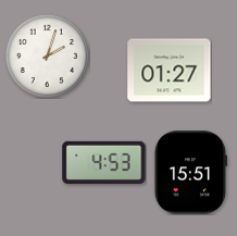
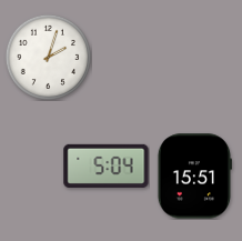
clock at (170, 71): 01:27 -> none
clock at (104, 162): 4:53 -> 5:04
